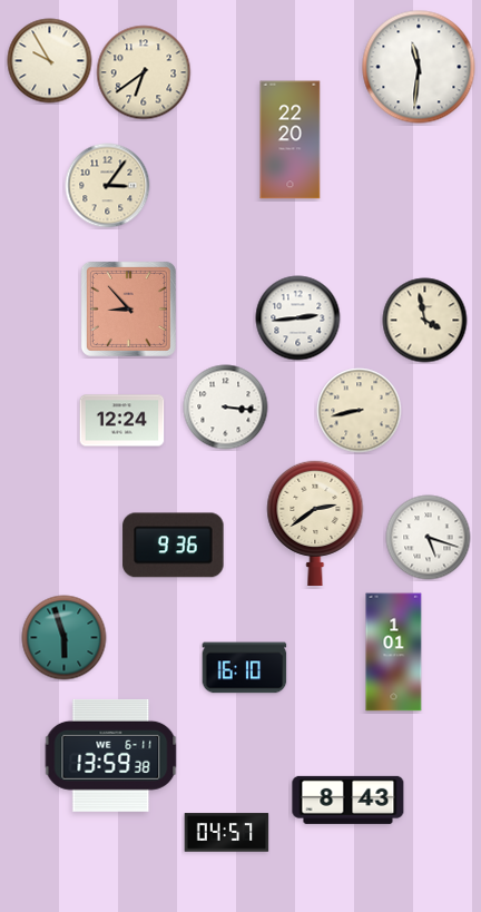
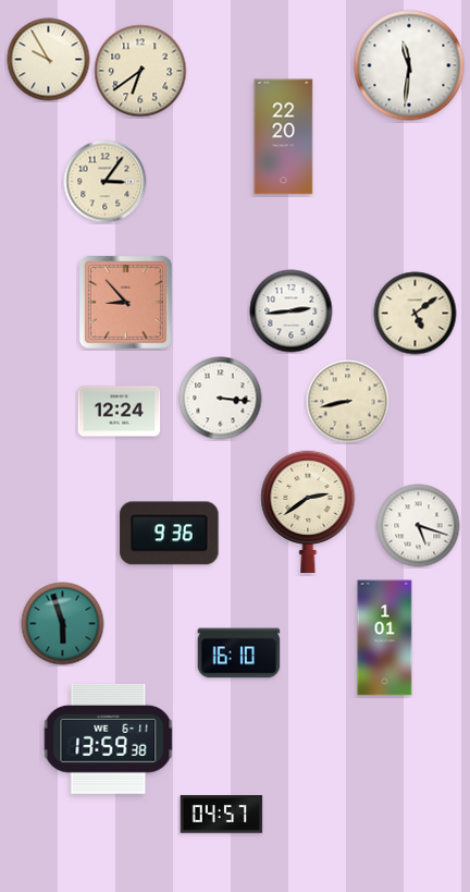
clock at (425, 321): 3:58 -> 5:09
clock at (360, 411) position: (360, 411) -> (348, 402)
clock at (349, 800): 8:43 -> none
